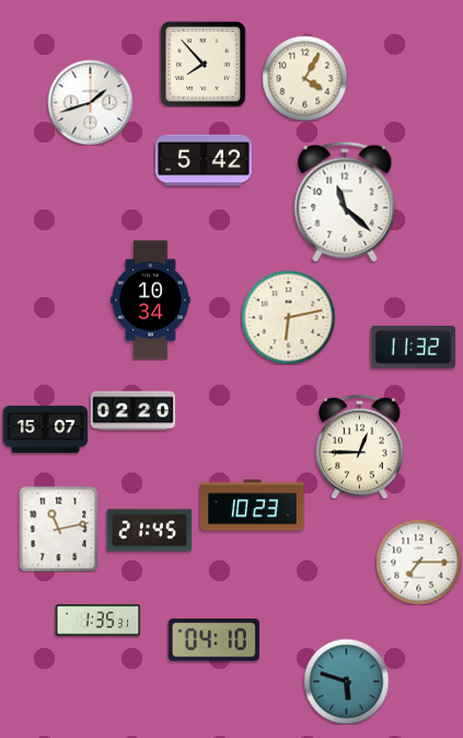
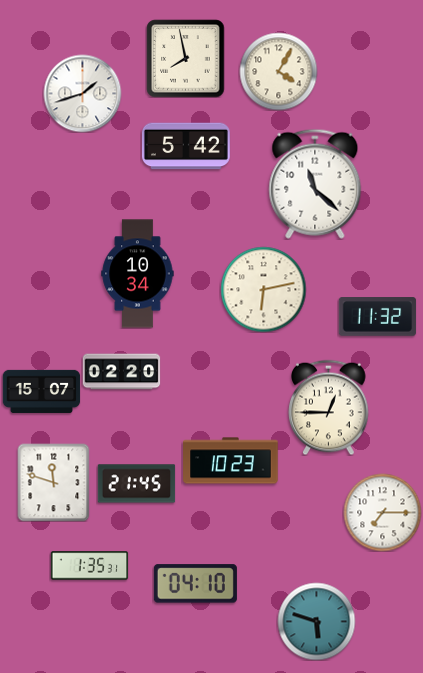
clock at (202, 64): 7:53 -> 7:58
clock at (132, 411) position: (132, 411) -> (121, 372)
clock at (59, 529): 11:13 -> 11:48
